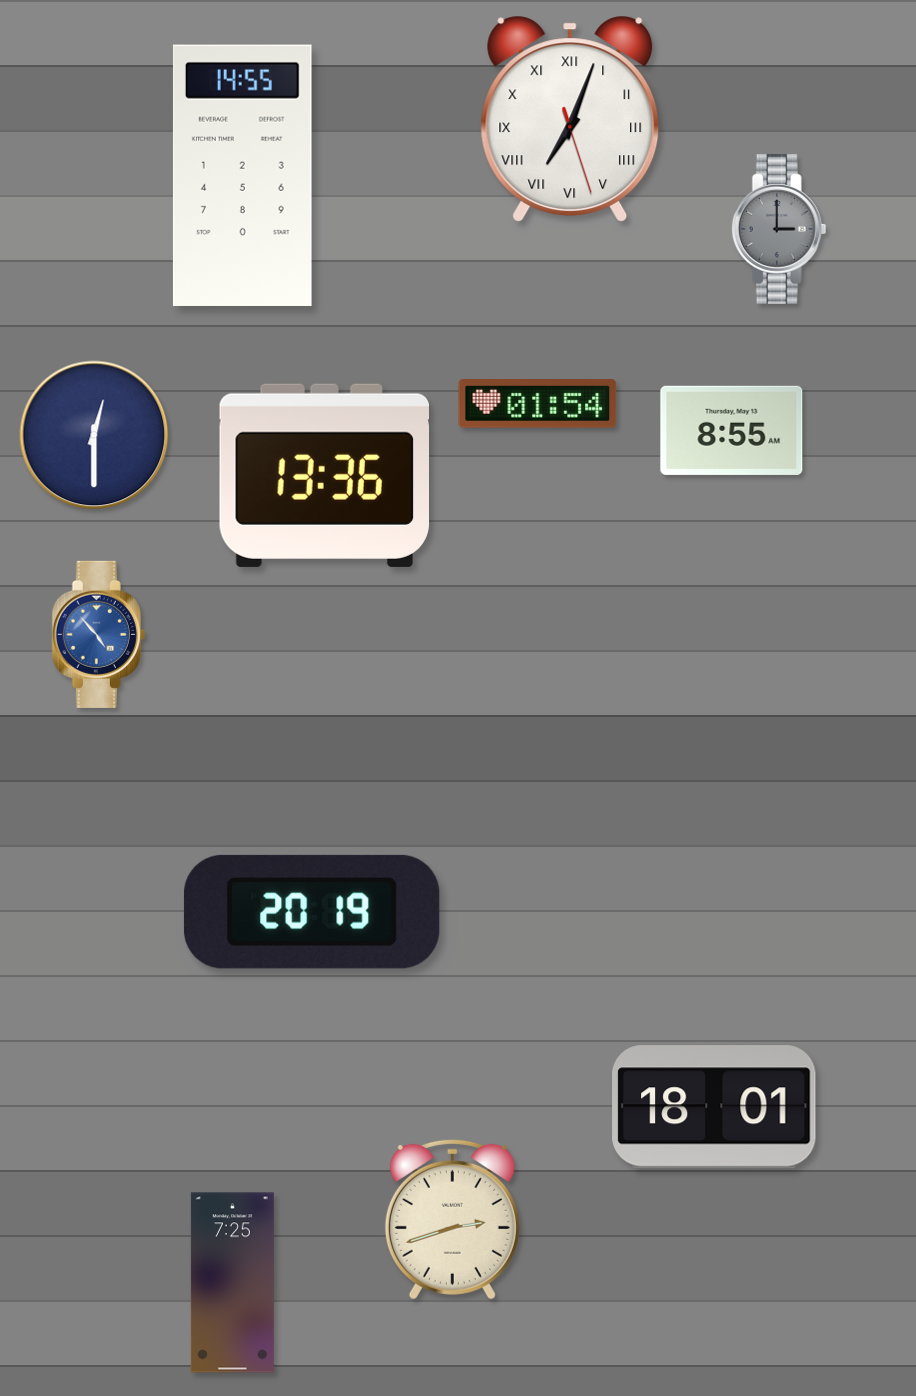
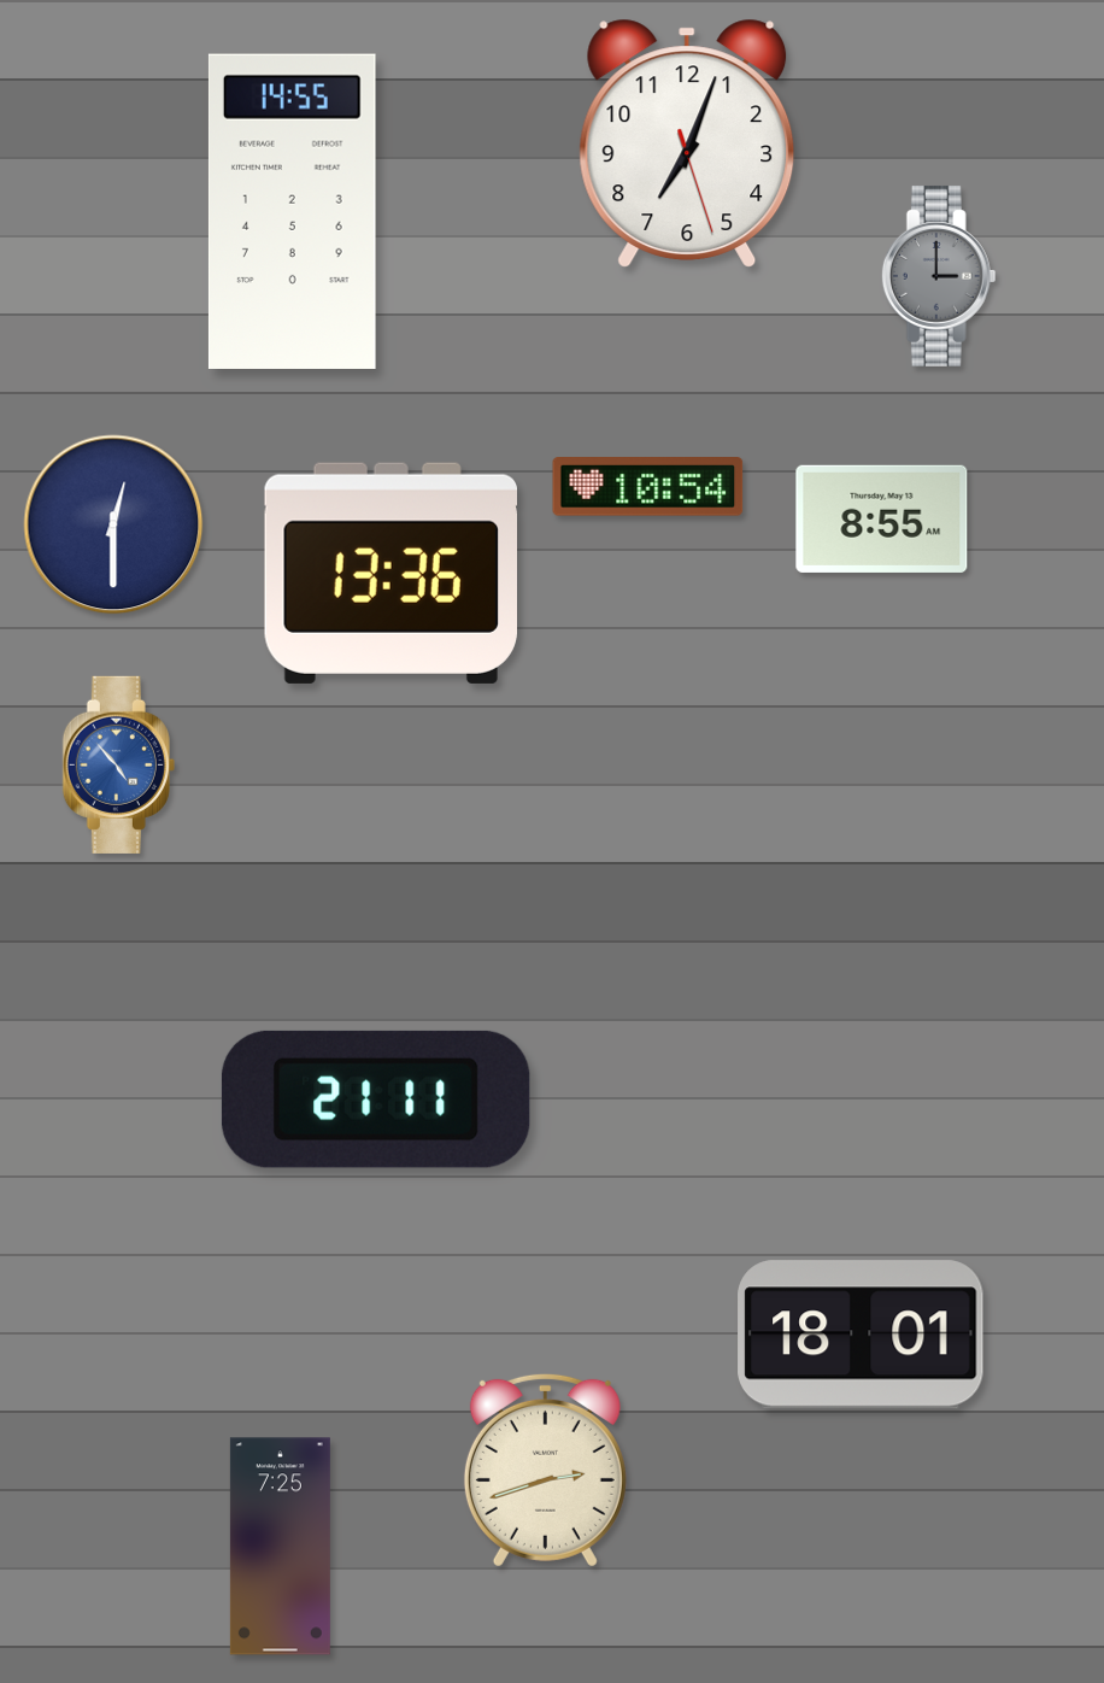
clock at (570, 119) numerals: Roman -> Arabic
clock at (538, 404): 01:54 -> 10:54
clock at (312, 912): 20:19 -> 21:11
